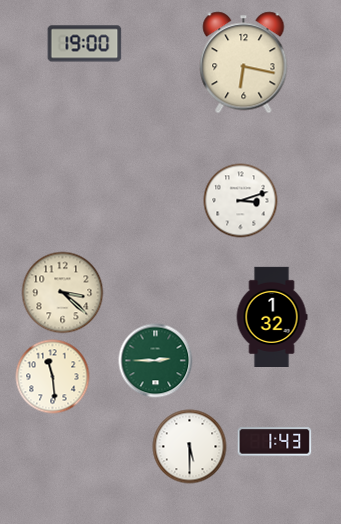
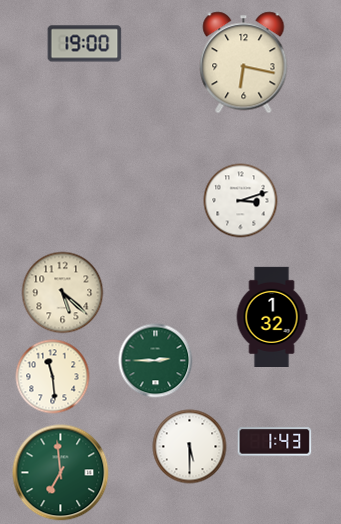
clock at (63, 293): 3:22 -> 5:22
clock at (61, 473): none -> 6:59
